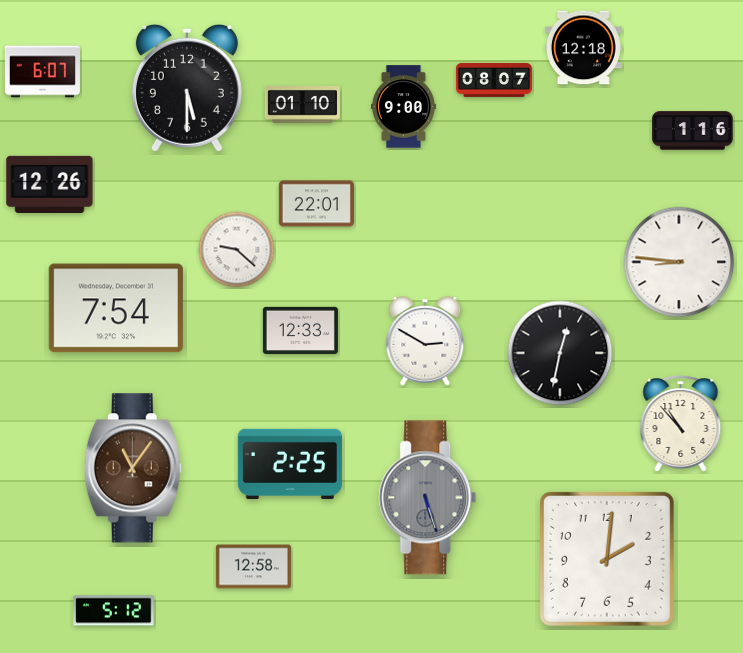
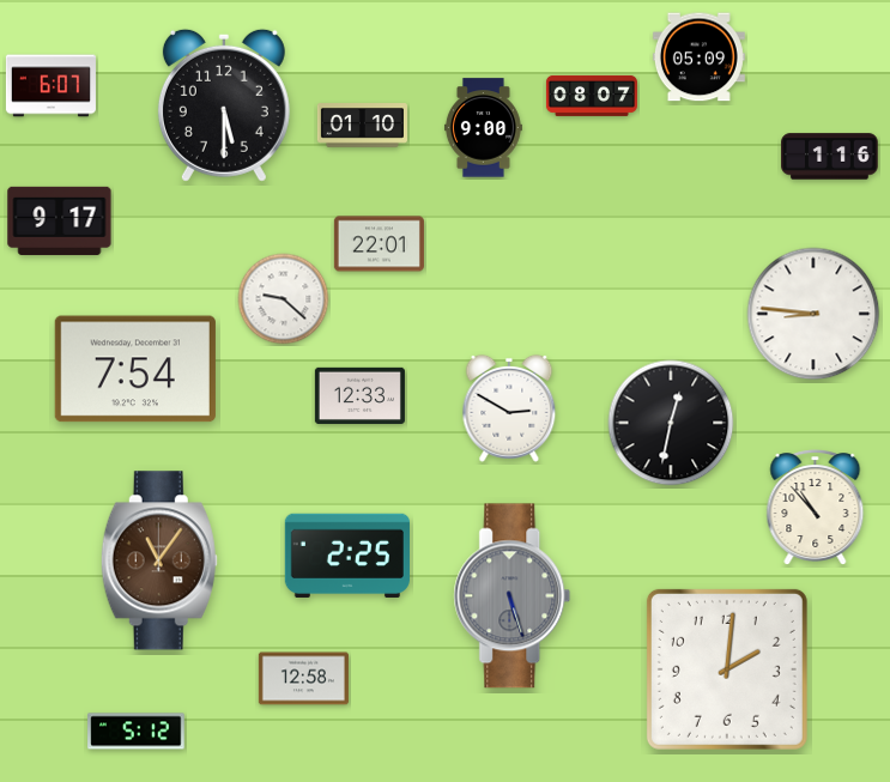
clock at (583, 48): 12:18 -> 05:09
clock at (50, 184): 12:26 -> 9:17
clock at (116, 308) position: (116, 308) -> (135, 369)
